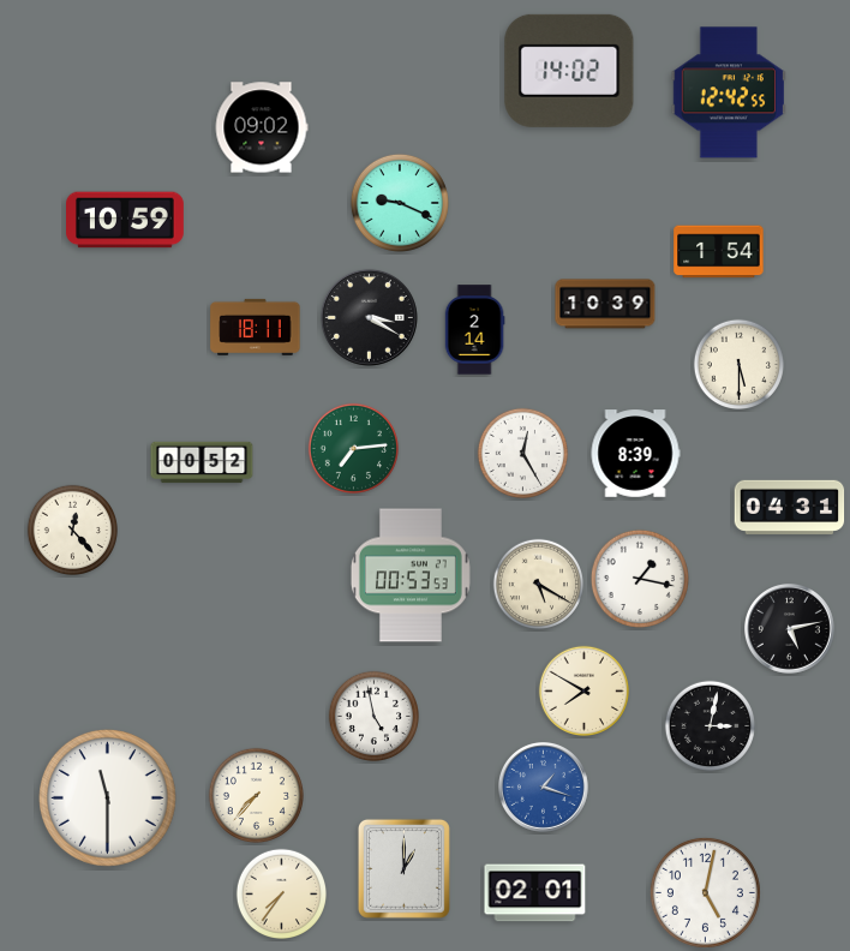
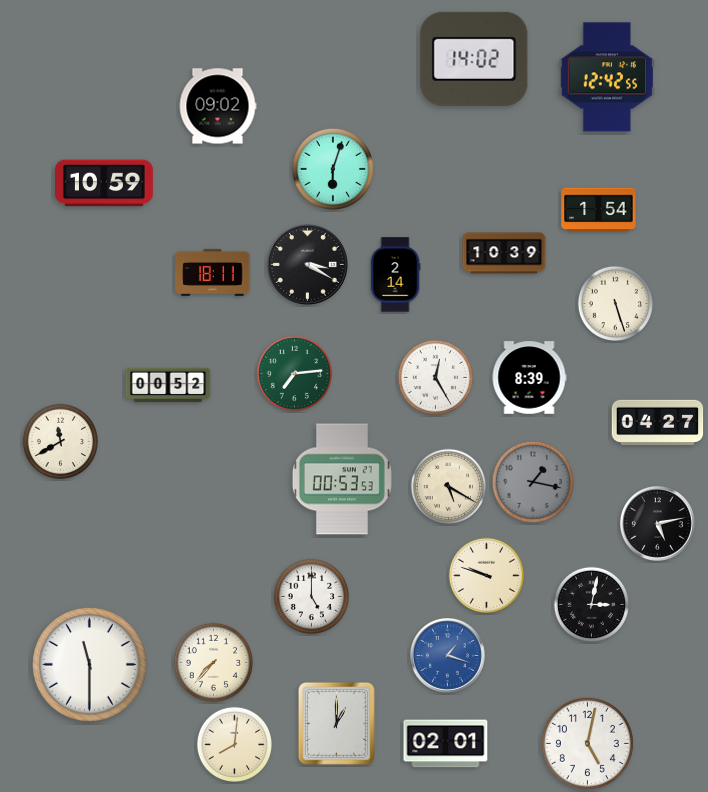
clock at (400, 203): 9:19 -> 6:03
clock at (738, 364): 5:30 -> 5:27
clock at (790, 507): 04:31 -> 04:27
clock at (72, 530): 12:23 -> 11:40
clock at (640, 579) dial: white -> grey
clock at (583, 690): 7:50 -> 9:48
clock at (373, 716): 4:58 -> 5:00
clock at (544, 788) position: (544, 788) -> (448, 656)
clock at (281, 893): 7:36 -> 8:01
